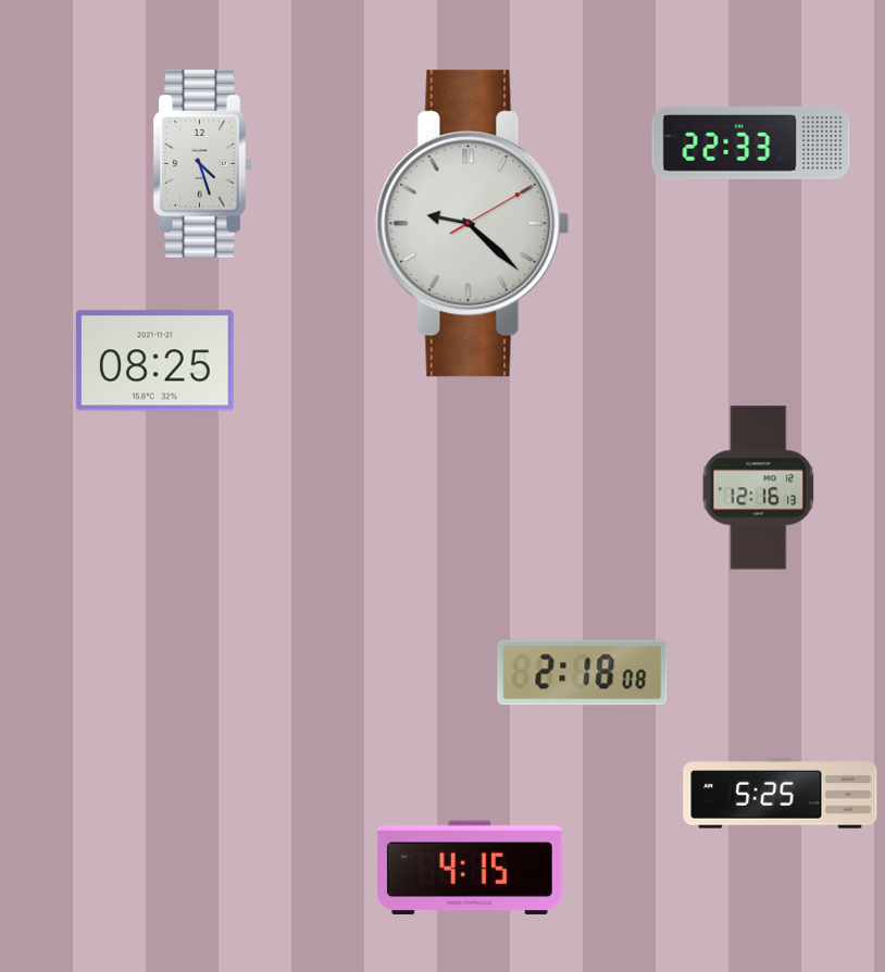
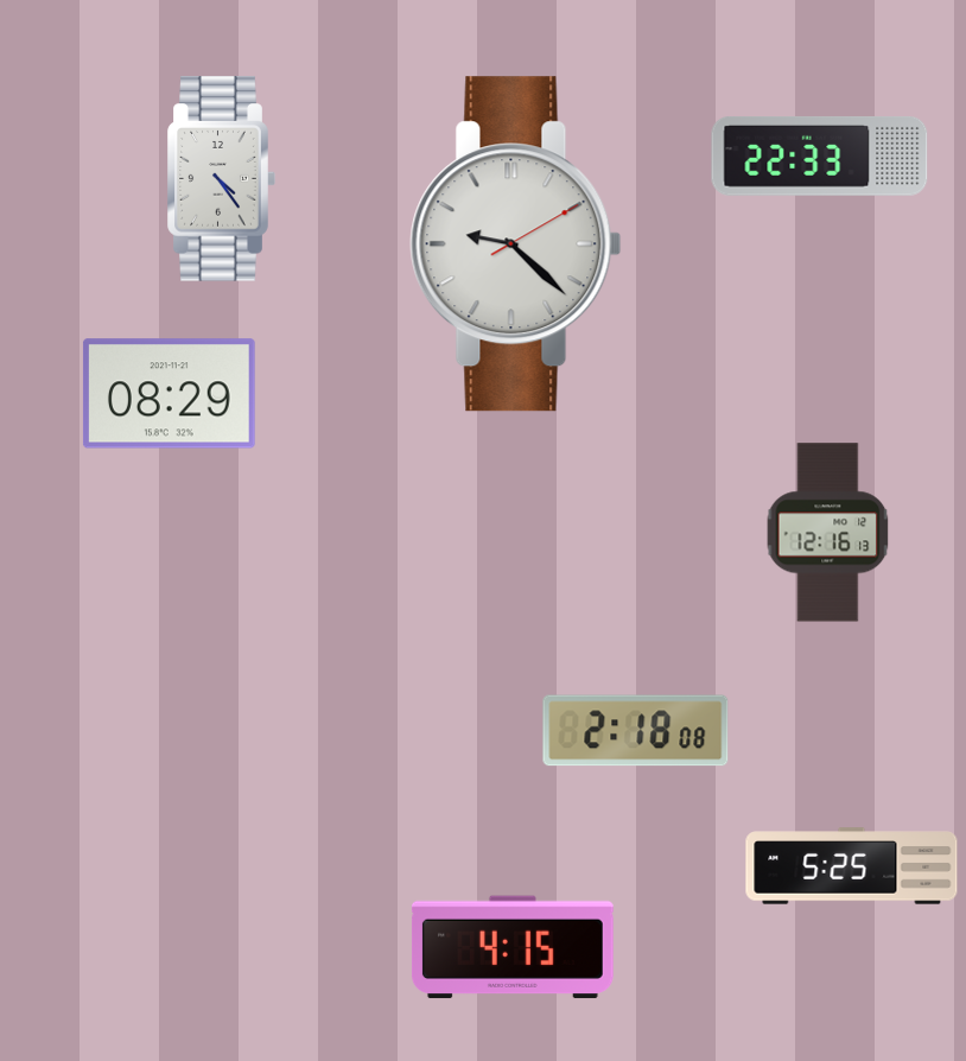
clock at (202, 164): 4:27 -> 4:24
clock at (154, 361): 08:25 -> 08:29
clock at (583, 673) position: (583, 673) -> (636, 731)
